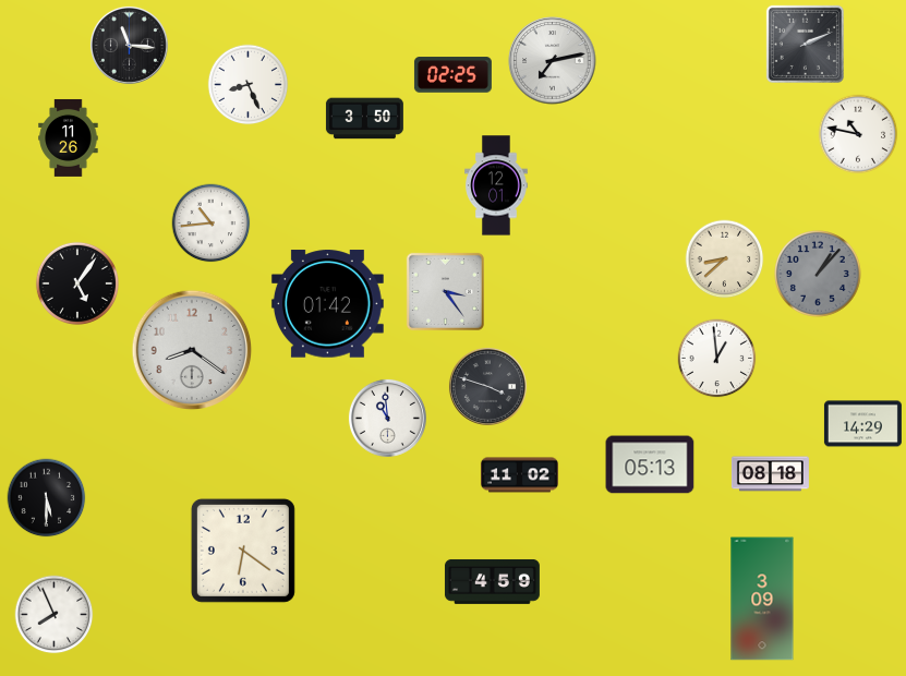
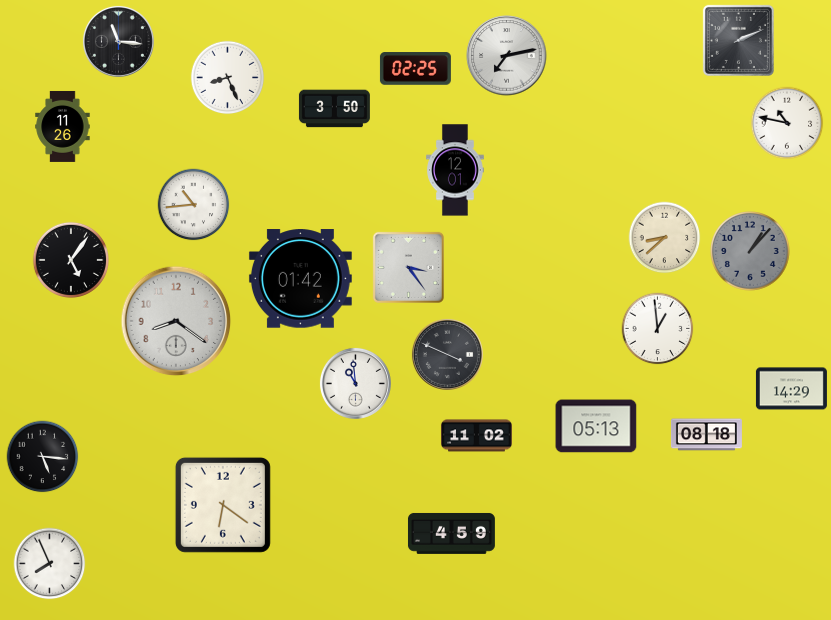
clock at (487, 386): 3:48 -> 3:49
clock at (47, 498): 5:30 -> 5:16
clock at (762, 599): 3:09 -> none
